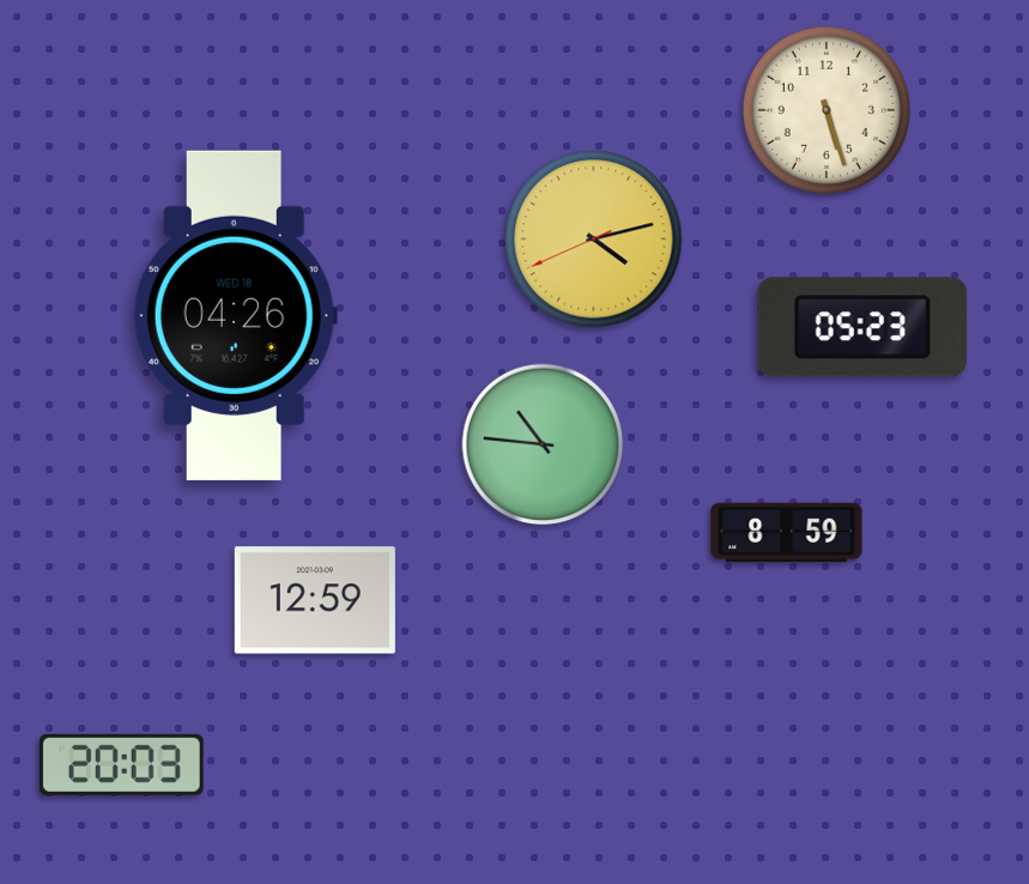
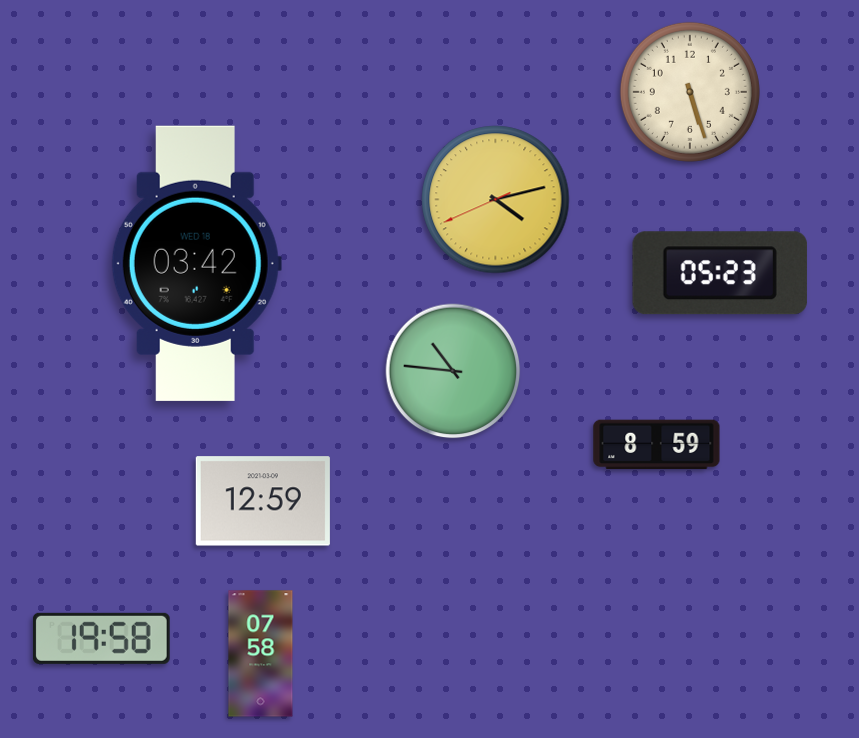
clock at (235, 315): 04:26 -> 03:42
clock at (121, 764): 20:03 -> 19:58
clock at (261, 654): none -> 07:58
